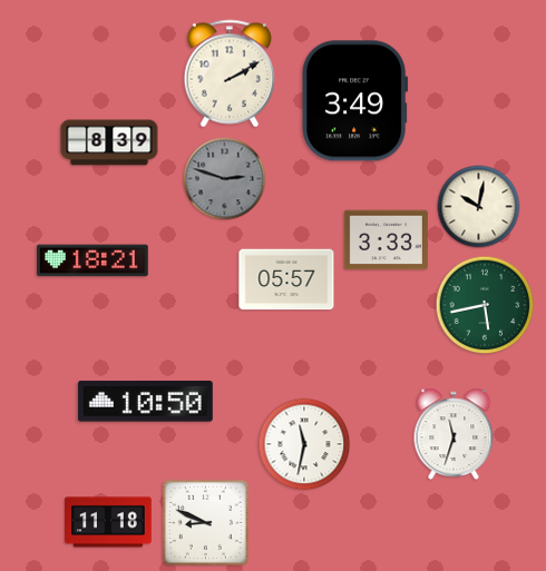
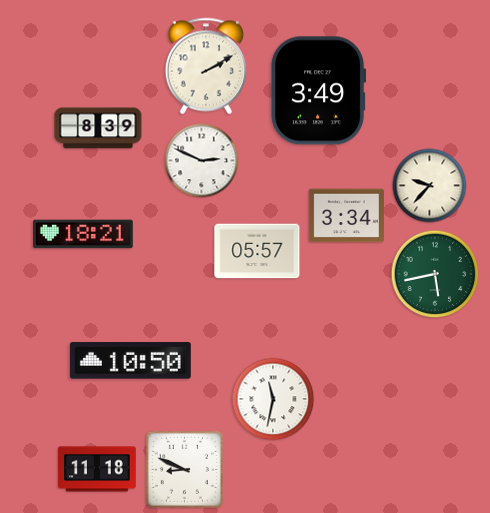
clock at (225, 179): 2:48 -> 2:49
clock at (225, 179) dial: grey -> white
clock at (479, 207): 10:02 -> 9:37
clock at (386, 240): 3:33 -> 3:34
clock at (454, 434): 11:33 -> none
